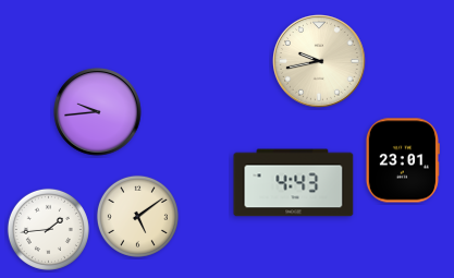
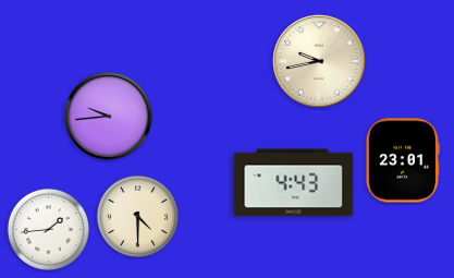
clock at (98, 112) position: (98, 112) -> (109, 117)
clock at (137, 216): 5:09 -> 4:30
